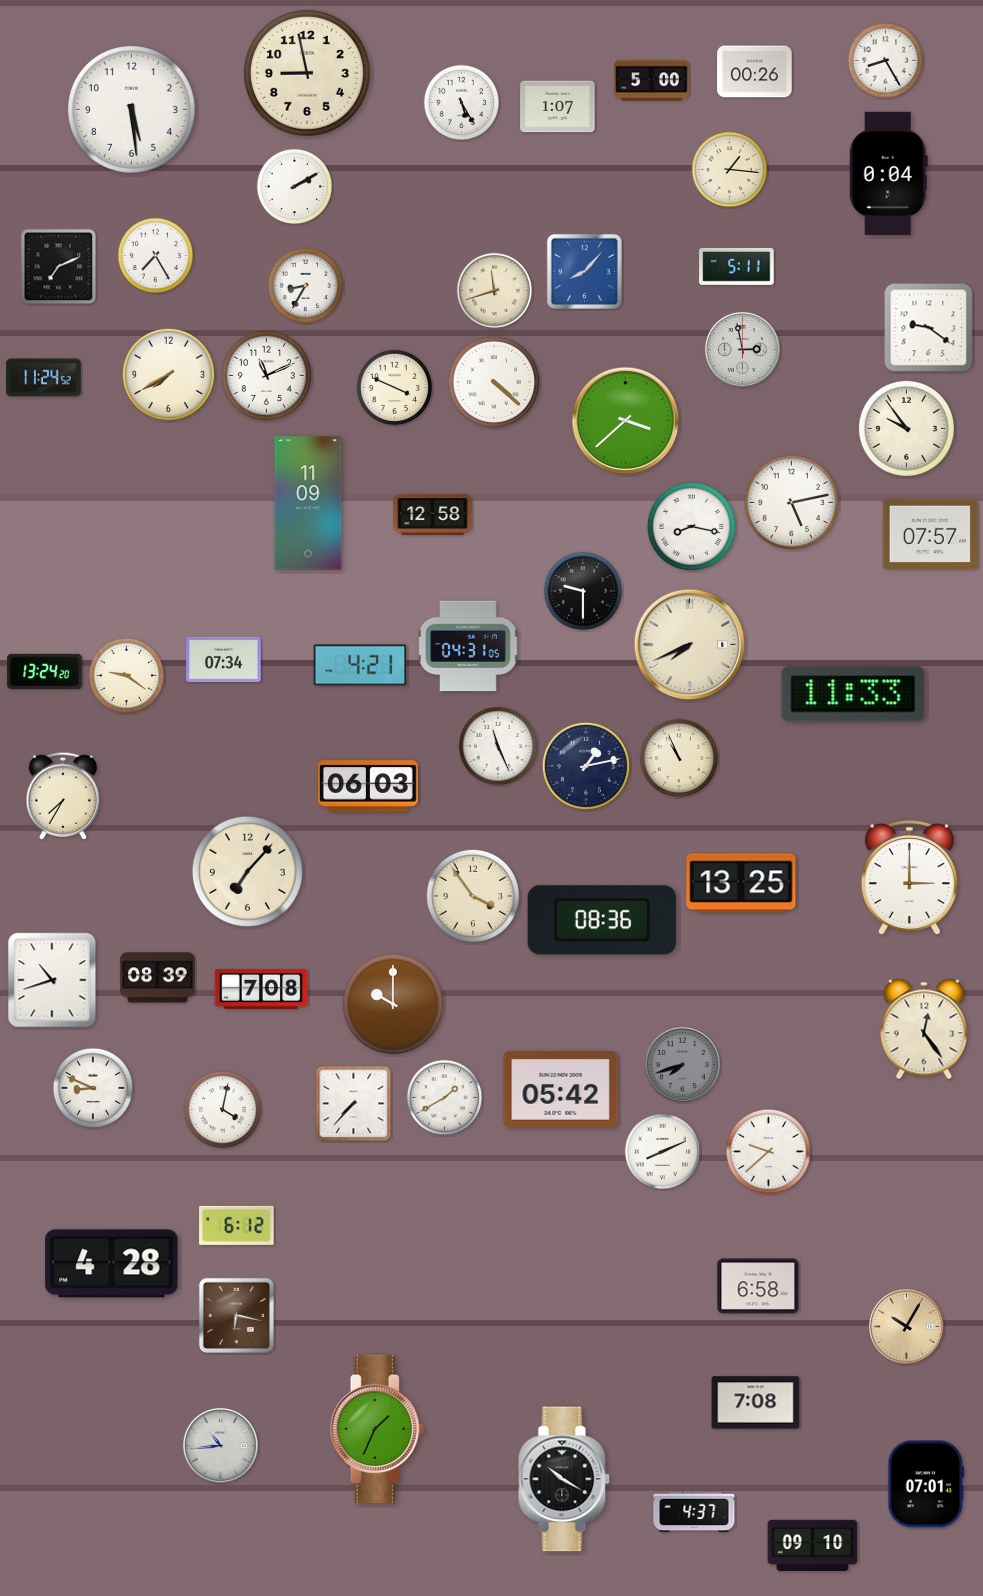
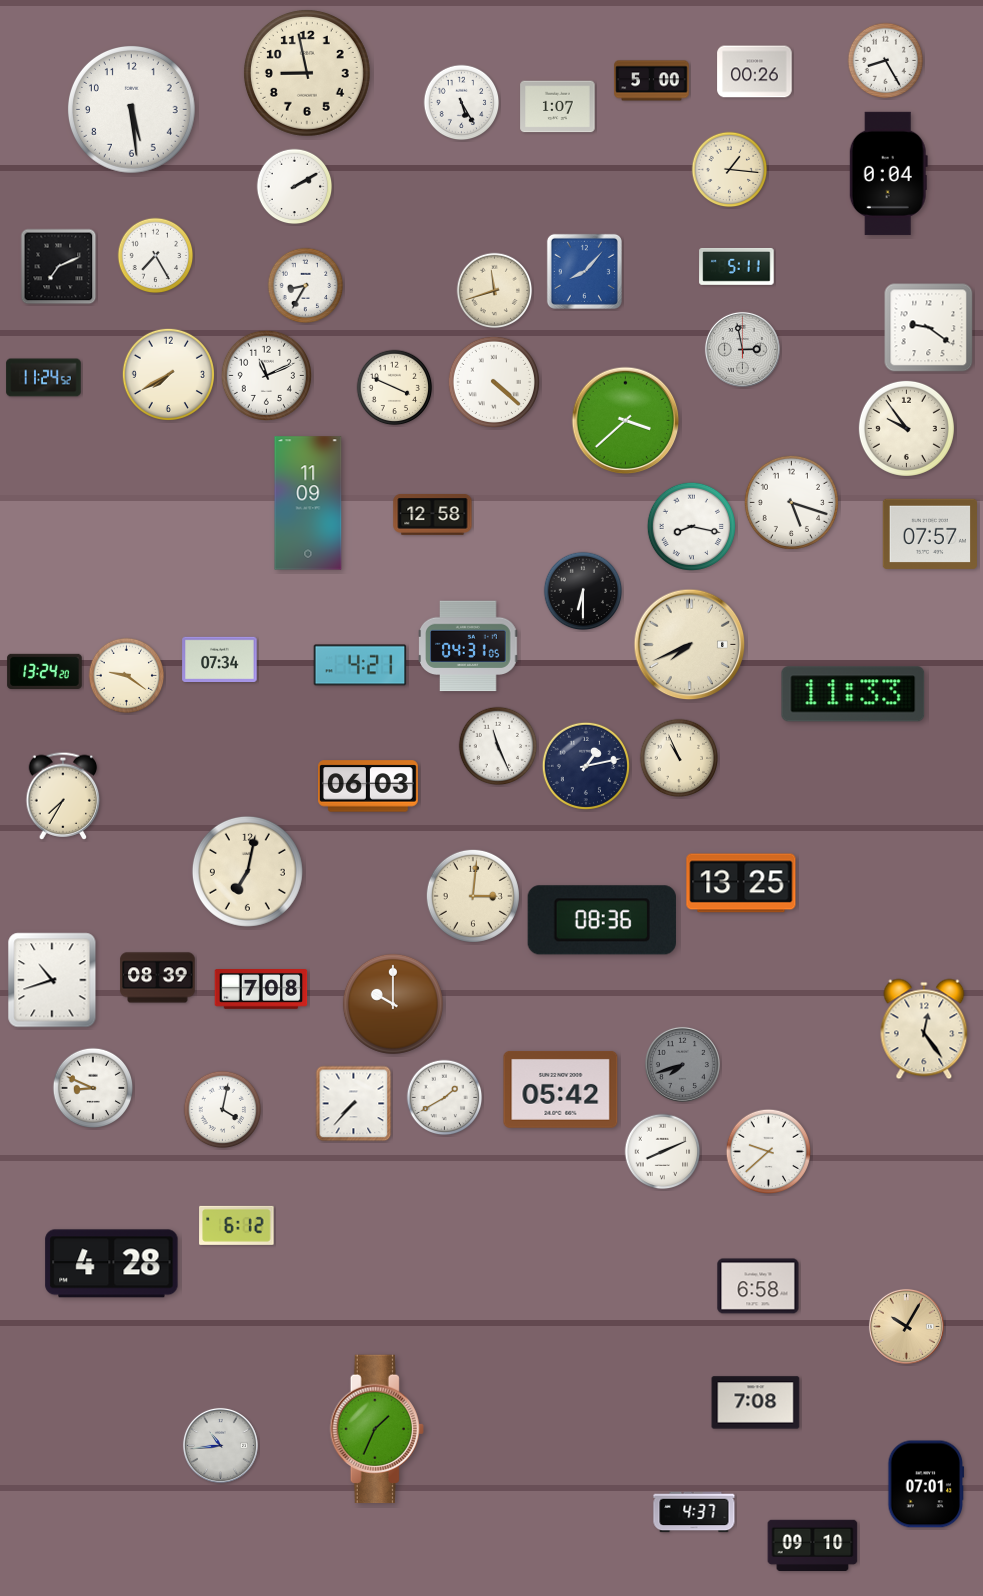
clock at (791, 502): 5:13 -> 5:18
clock at (583, 591): 9:30 -> 6:30
clock at (224, 660) position: (224, 660) -> (220, 660)
clock at (247, 871): 7:07 -> 7:02
clock at (909, 877): 3:00 -> none
clock at (473, 896): 3:54 -> 3:01
clock at (236, 1315): 6:17 -> none
clock at (564, 1479): 10:20 -> none
